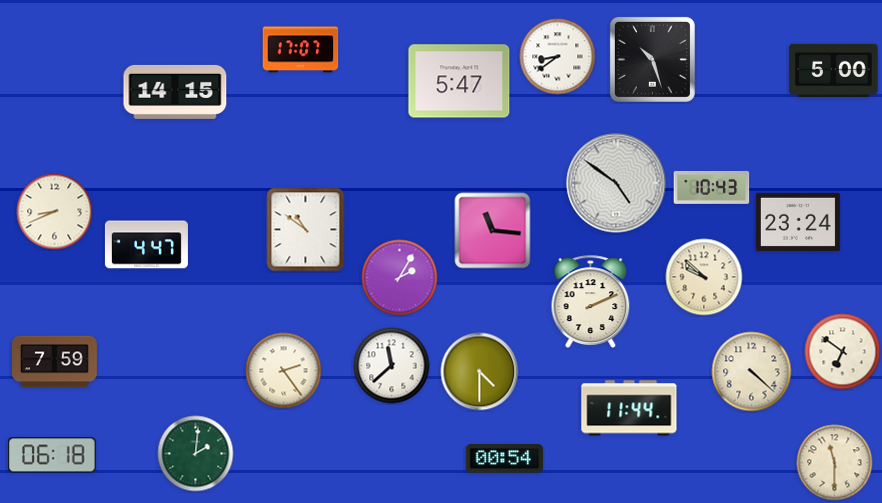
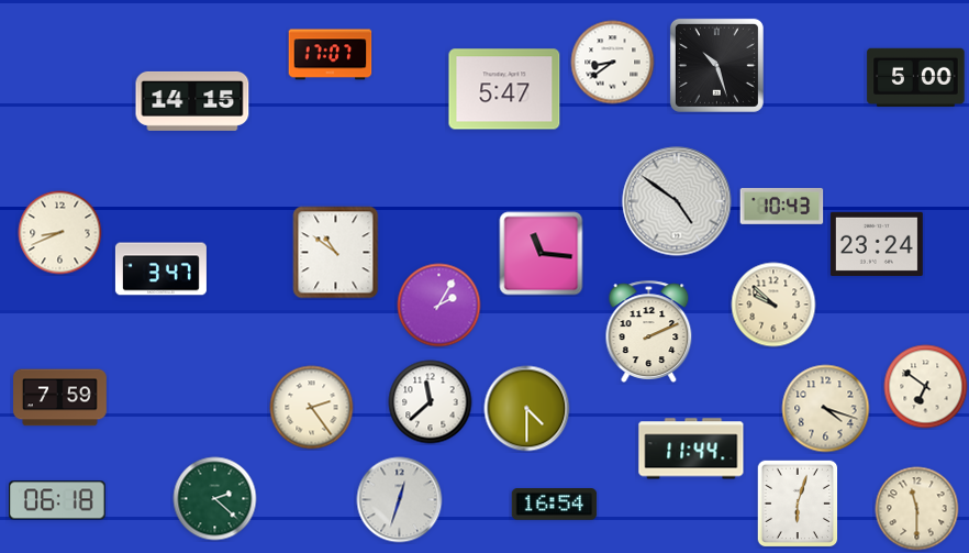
clock at (146, 245): 4:47 -> 3:47
clock at (752, 372): 4:22 -> 4:18
clock at (196, 454): 2:01 -> 2:22
clock at (400, 500): none -> 12:33
clock at (798, 504): none -> 6:03
clock at (505, 459): 00:54 -> 16:54
